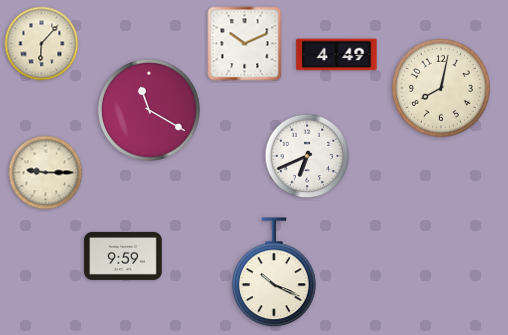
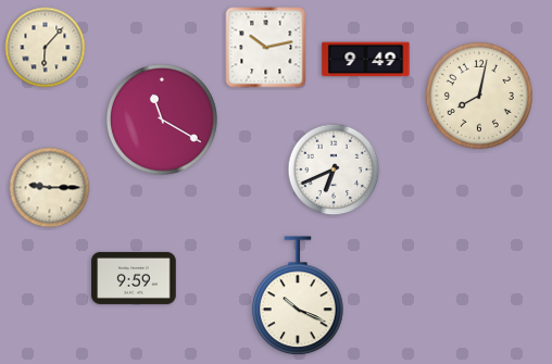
clock at (245, 44): 10:11 -> 10:13
clock at (337, 55): 4:49 -> 9:49
